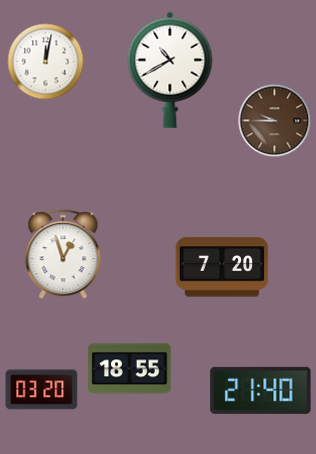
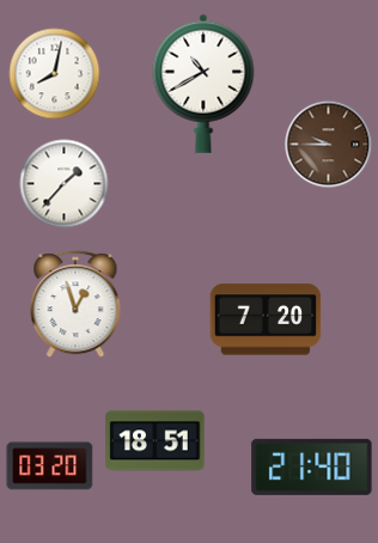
clock at (46, 62): 12:02 -> 8:02
clock at (65, 184): none -> 1:37
clock at (130, 369): 18:55 -> 18:51
